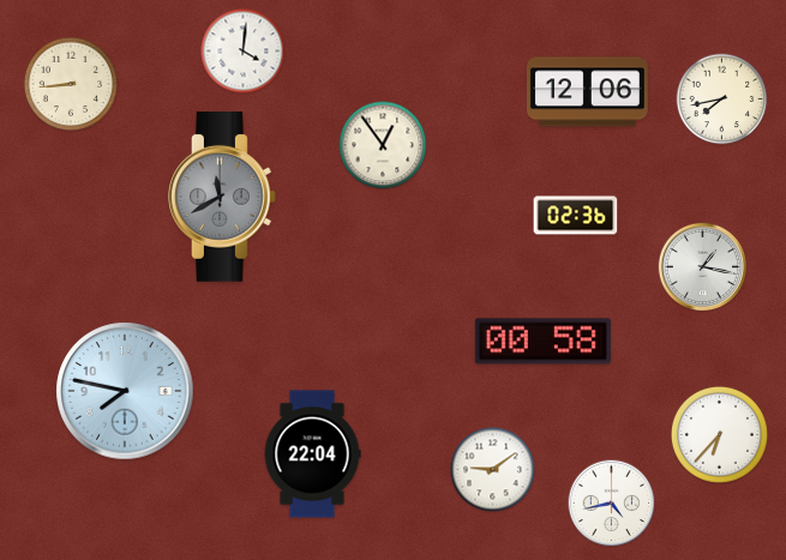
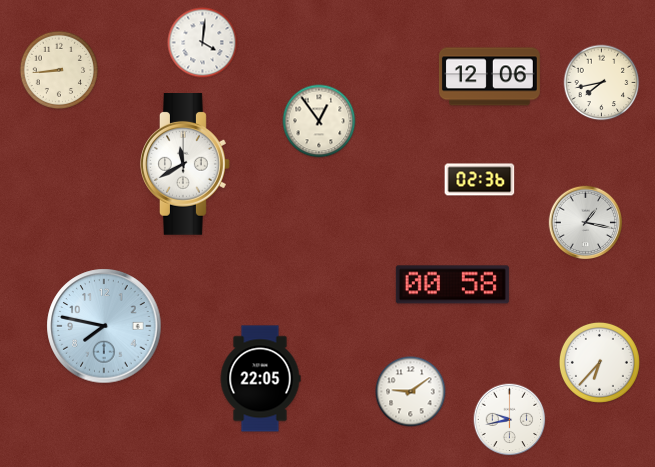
clock at (223, 198) dial: grey -> white
clock at (312, 454): 22:04 -> 22:05
clock at (612, 504): 4:43 -> 9:43
